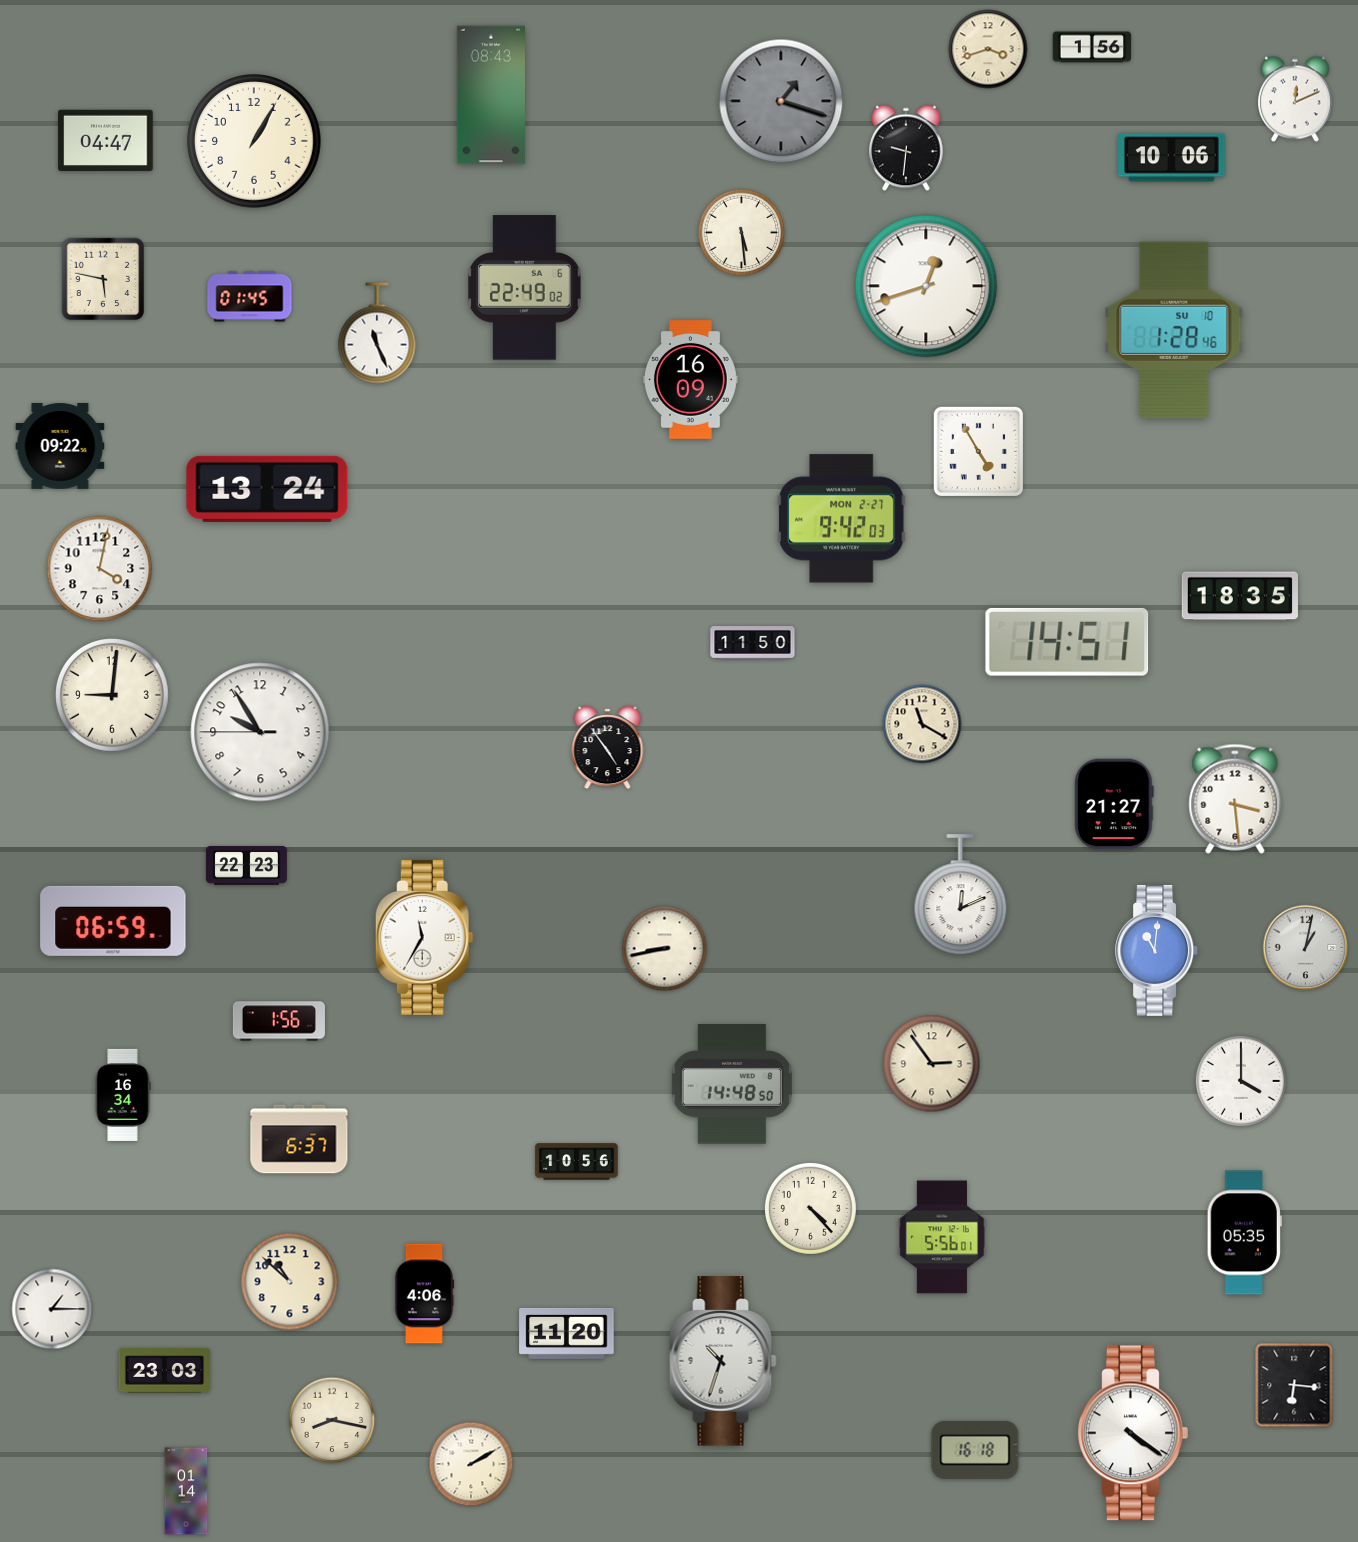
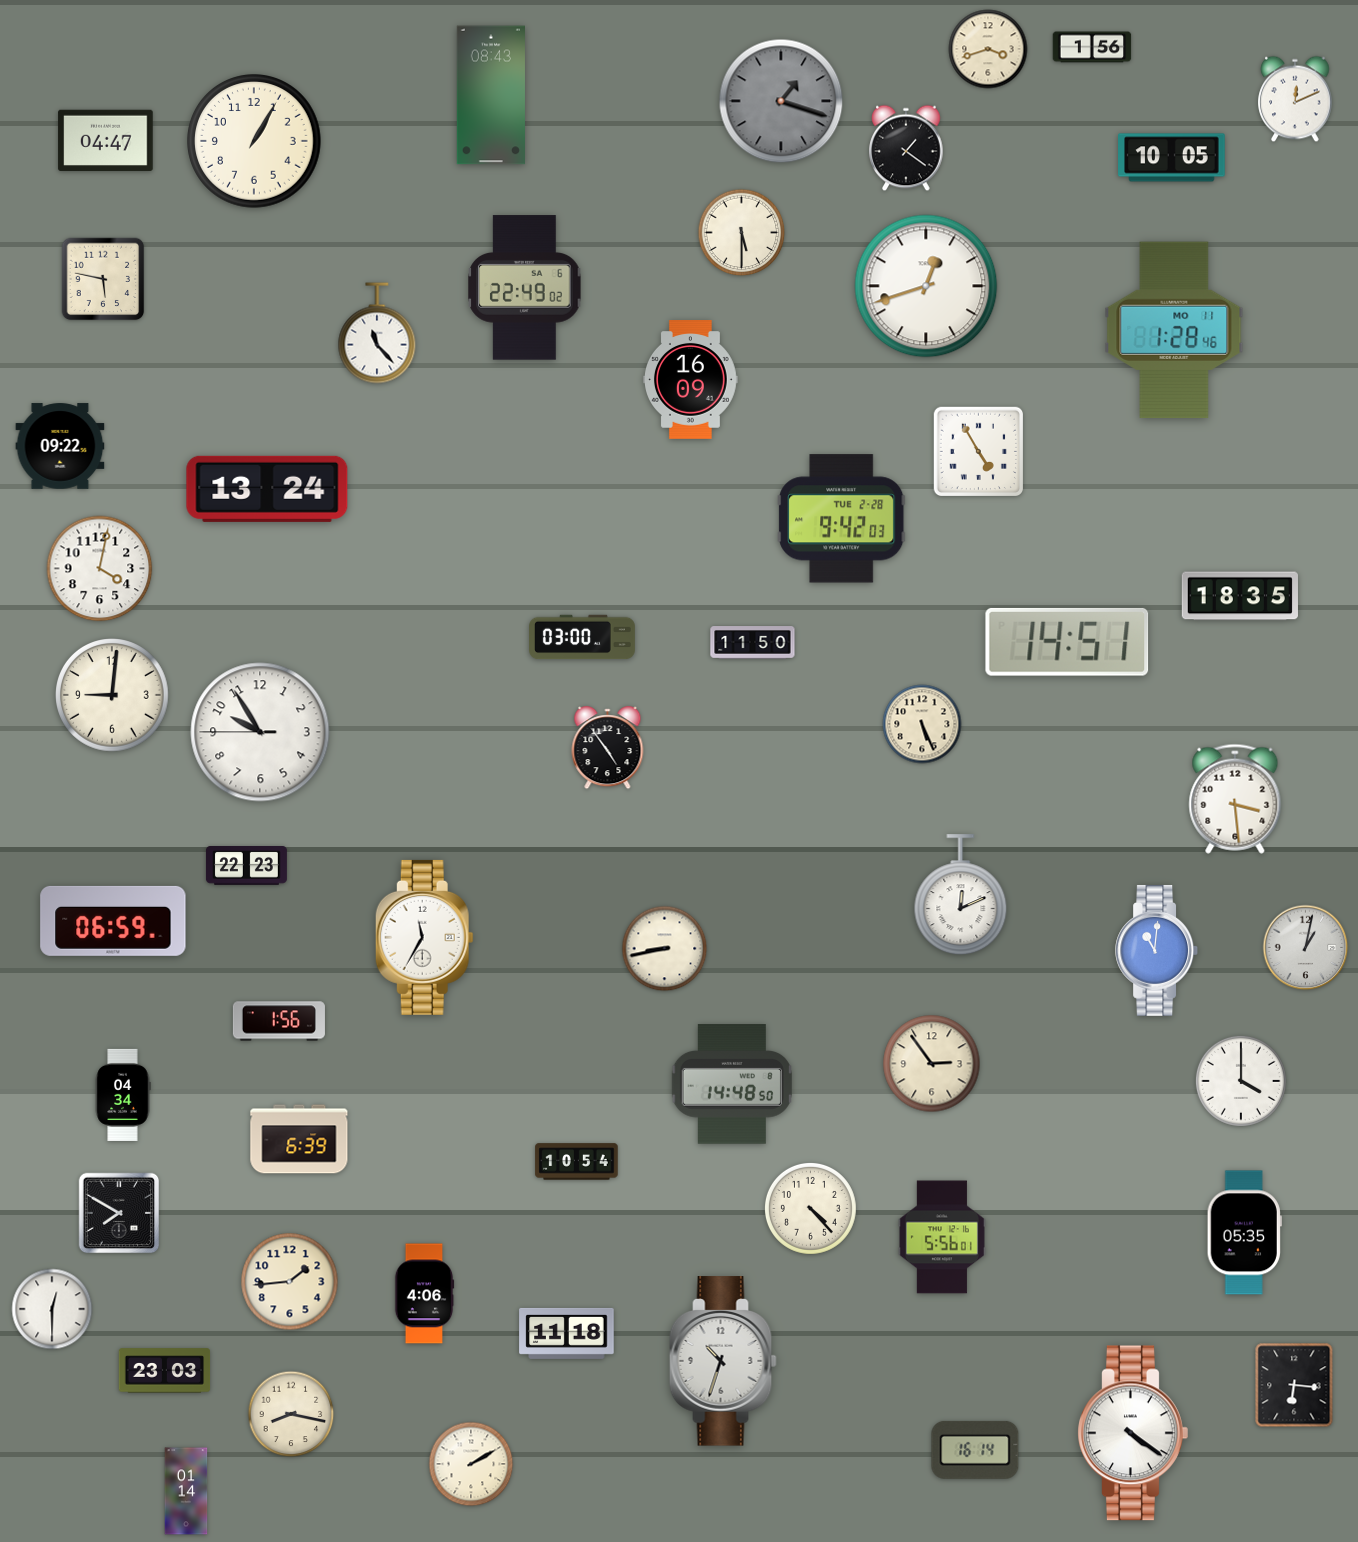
clock at (906, 148): 9:31 -> 1:21
clock at (1172, 158): 10:06 -> 10:05
clock at (742, 233): 5:29 -> 5:30
clock at (250, 297): 01:45 -> none
clock at (1174, 330) date: SU 10 -> MO 11
clock at (377, 333): 11:26 -> 11:23
clock at (842, 519) date: MON 2-27 -> TUE 2-28
clock at (583, 637): none -> 03:00
clock at (922, 724): 11:20 -> 5:26
clock at (1114, 804): 21:27 -> none
clock at (123, 1095): 16:34 -> 04:34
clock at (299, 1139): 6:37 -> 6:39
clock at (577, 1162): 10:56 -> 10:54
clock at (119, 1213): none -> 7:50
clock at (290, 1282): 10:52 -> 1:44
clock at (52, 1309): 1:15 -> 12:30
clock at (567, 1333): 11:20 -> 11:18
clock at (332, 1420) position: (332, 1420) -> (291, 1414)
clock at (975, 1450): 16:18 -> 16:14
